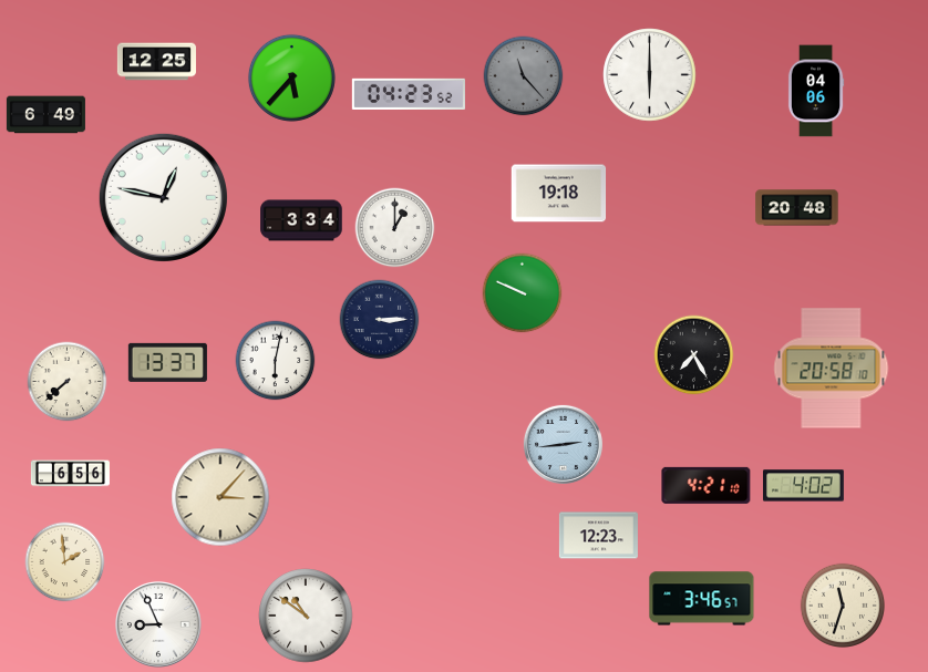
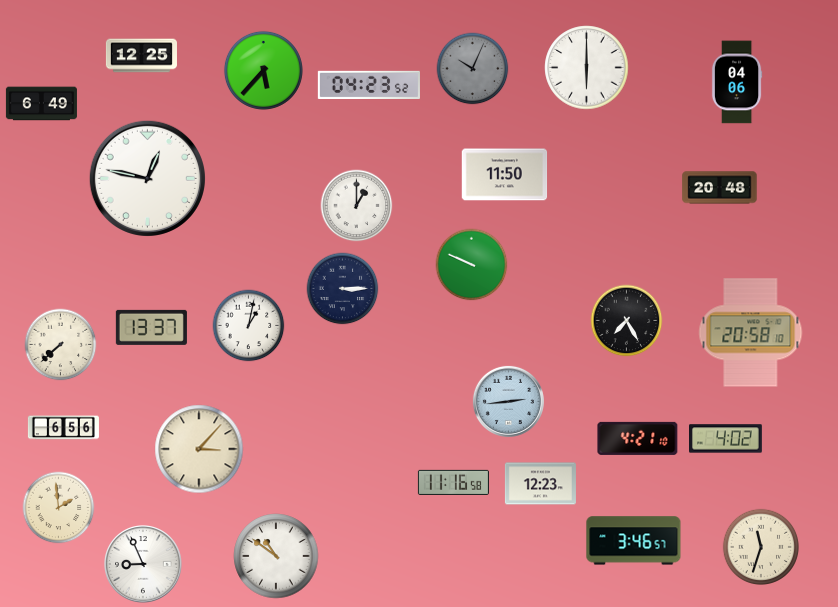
clock at (524, 76): 11:23 -> 10:04
clock at (559, 194): 19:18 -> 11:50
clock at (301, 220): 3:34 -> none
clock at (276, 361): 6:02 -> 1:02
clock at (453, 482): none -> 11:16
